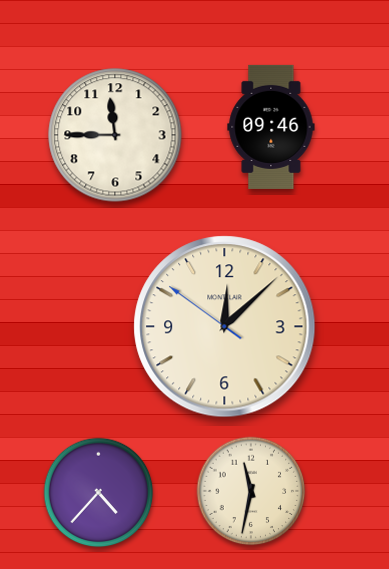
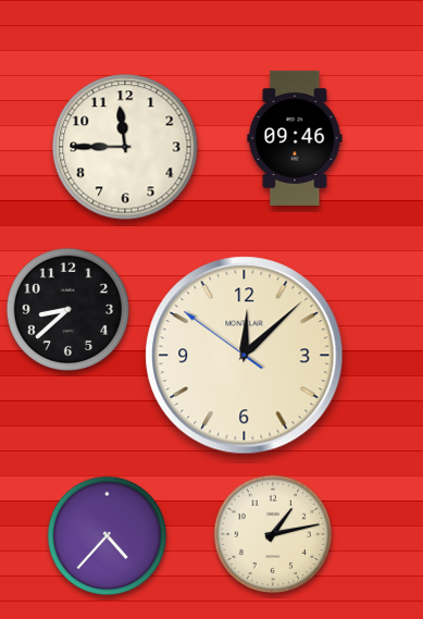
clock at (67, 309): none -> 8:38
clock at (251, 491): 11:32 -> 1:13
